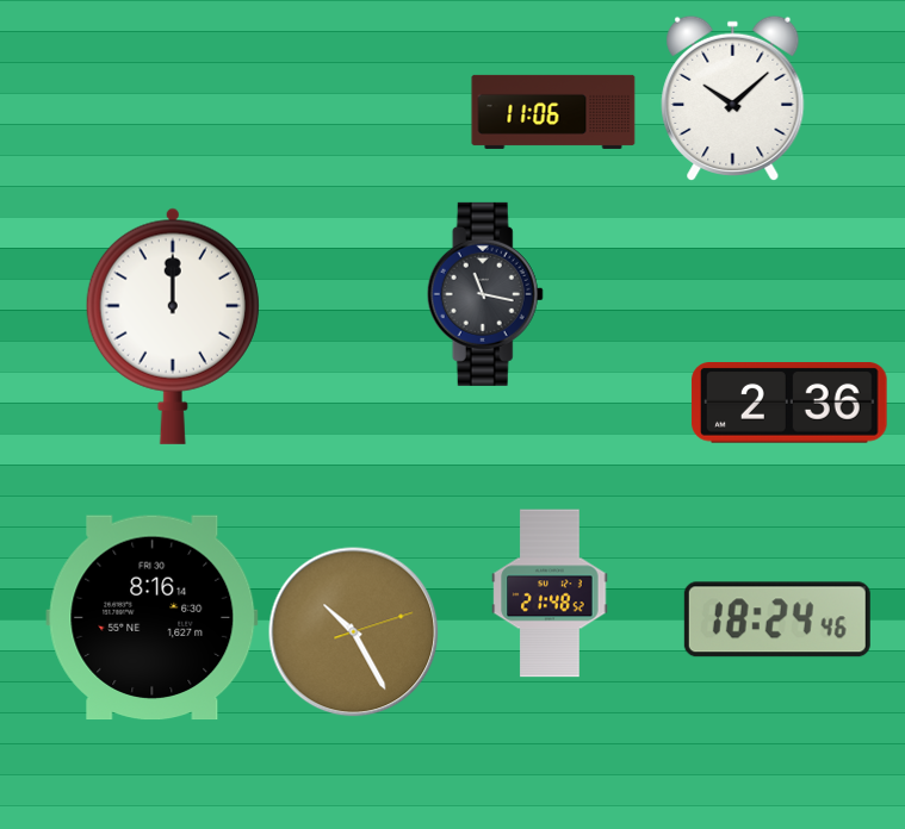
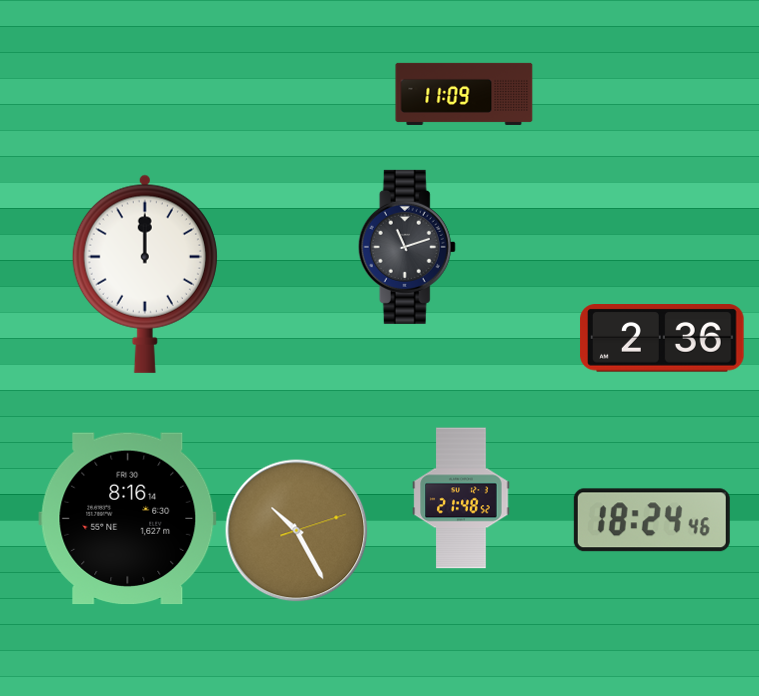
clock at (733, 99): 10:08 -> none
clock at (553, 112): 11:06 -> 11:09
clock at (485, 294): 11:17 -> 11:12
